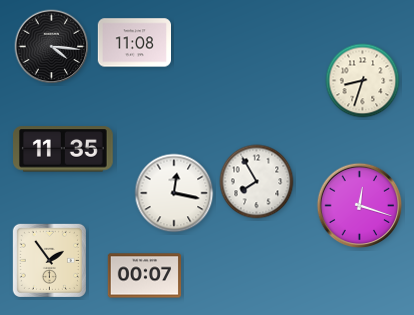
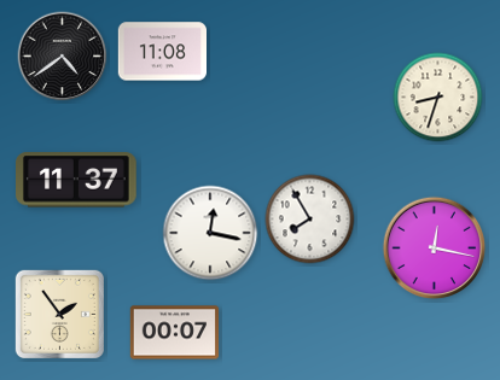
clock at (52, 47): 4:16 -> 4:39
clock at (64, 149): 11:35 -> 11:37
clock at (360, 206): 12:18 -> 12:17
